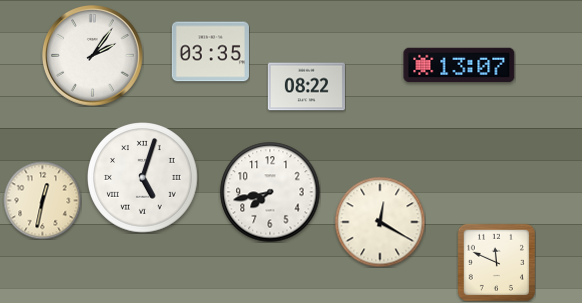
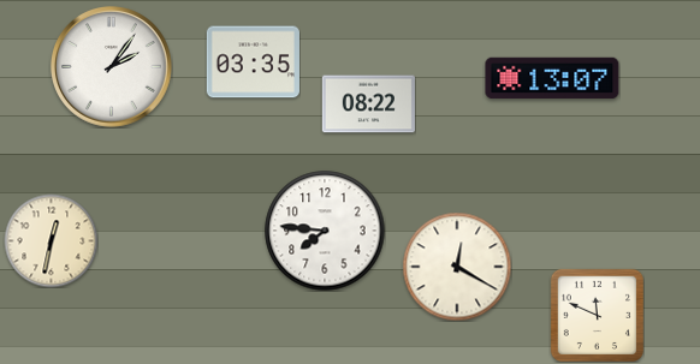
clock at (143, 178): 5:03 -> none
clock at (270, 192): 7:43 -> 7:46
